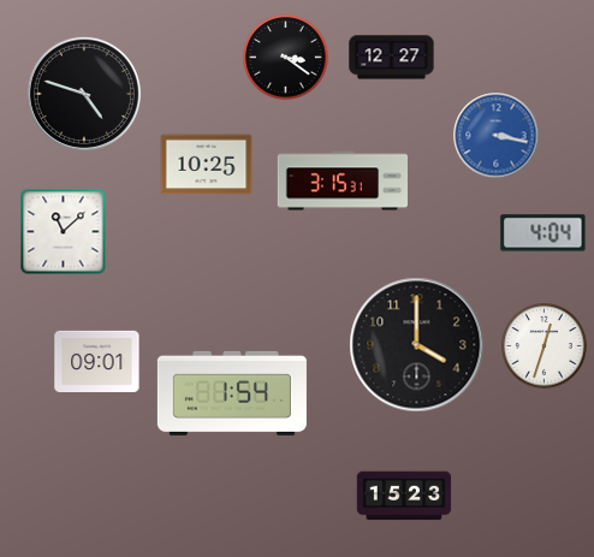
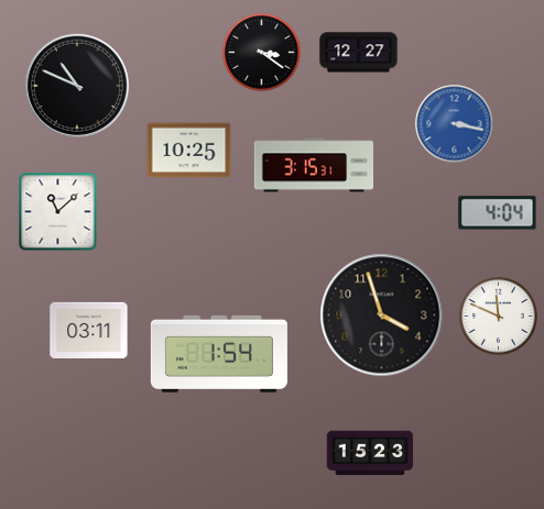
clock at (84, 94): 4:48 -> 10:49
clock at (417, 345): 4:00 -> 3:57
clock at (545, 346): 12:33 -> 11:49
clock at (97, 361): 09:01 -> 03:11
clock at (232, 393) position: (232, 393) -> (219, 354)
